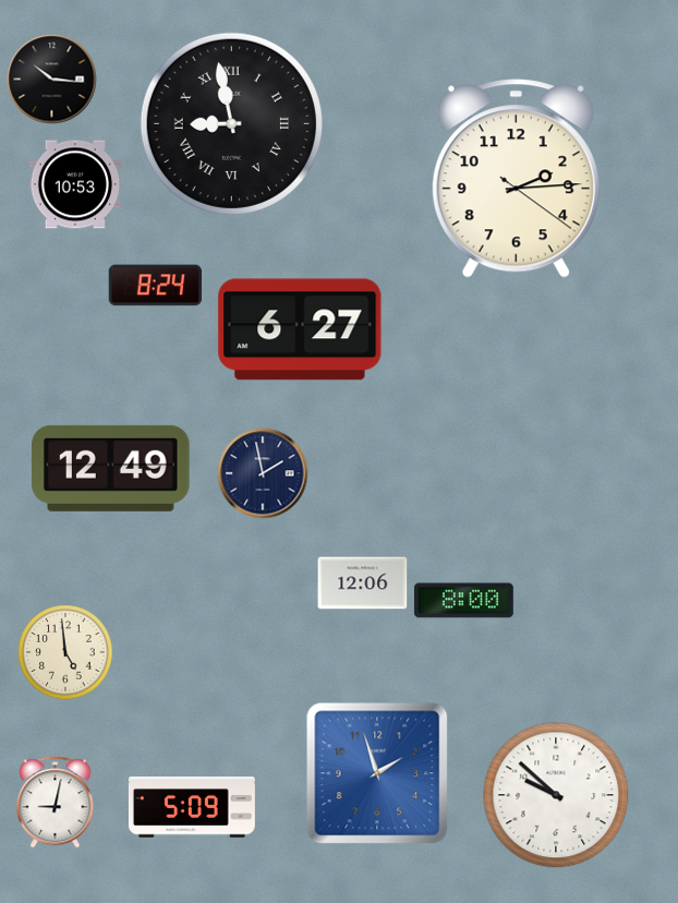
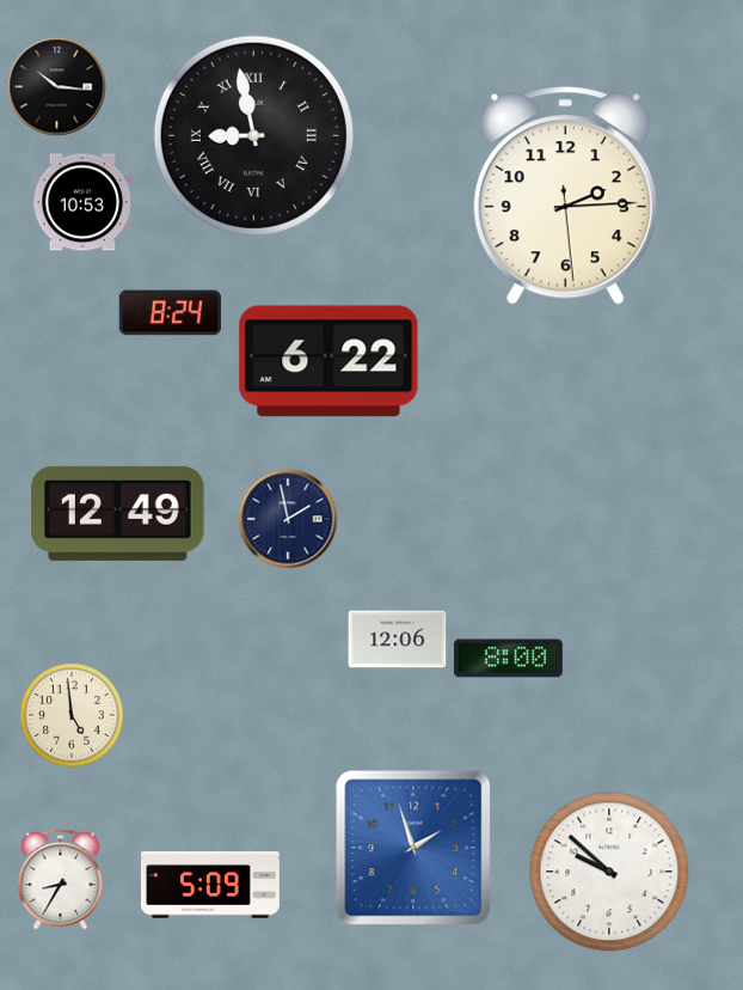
clock at (516, 179): 2:14:21 -> 2:14:29
clock at (300, 329): 6:27 -> 6:22
clock at (111, 468) position: (111, 468) -> (118, 513)
clock at (56, 803): 9:02 -> 8:35
